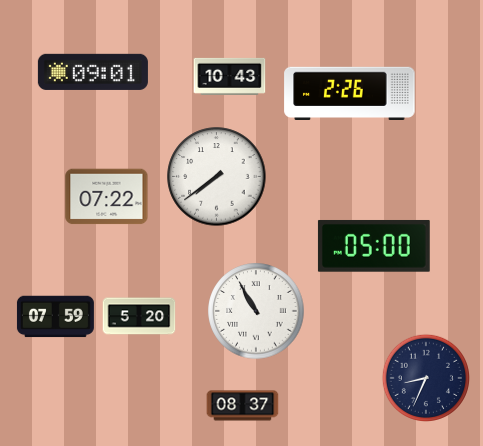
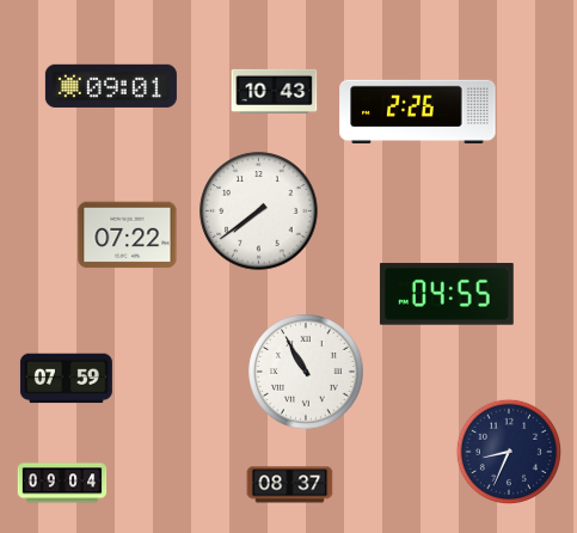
clock at (374, 246): 05:00 -> 04:55
clock at (139, 316): 5:20 -> none
clock at (62, 483): none -> 09:04
